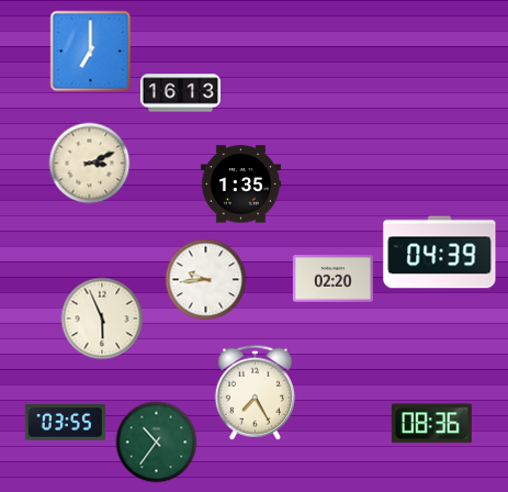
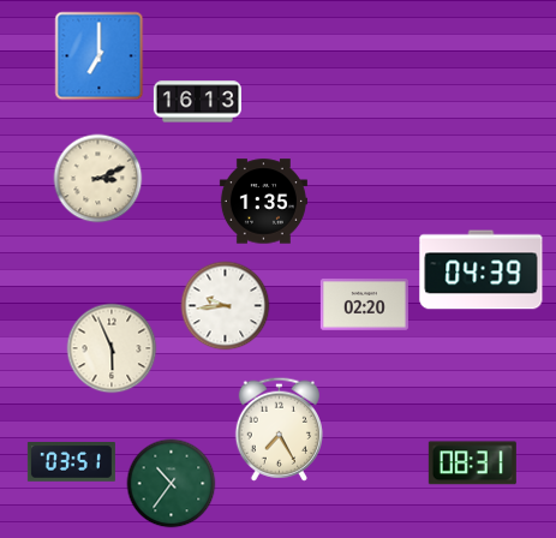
clock at (440, 253) position: (440, 253) -> (482, 270)
clock at (65, 423): 03:55 -> 03:51
clock at (431, 424): 08:36 -> 08:31
